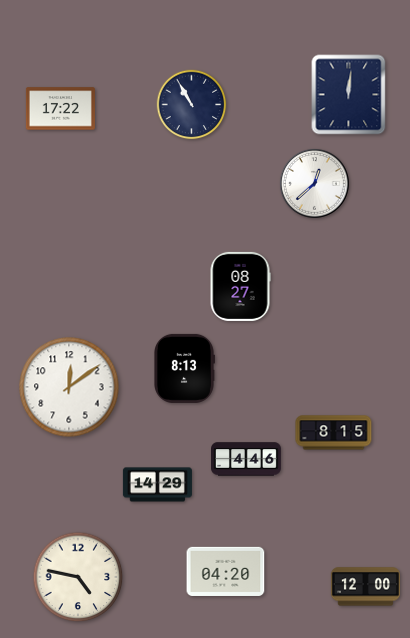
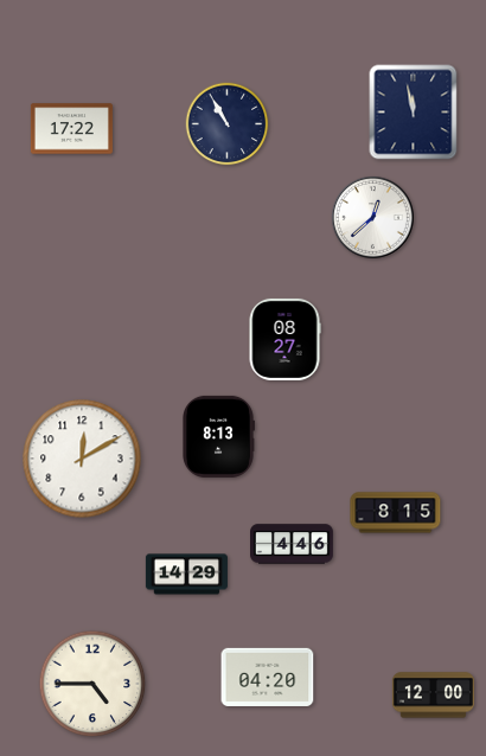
clock at (349, 95): 12:01 -> 11:58
clock at (69, 387): 12:09 -> 12:10
clock at (78, 577): 4:47 -> 4:45
